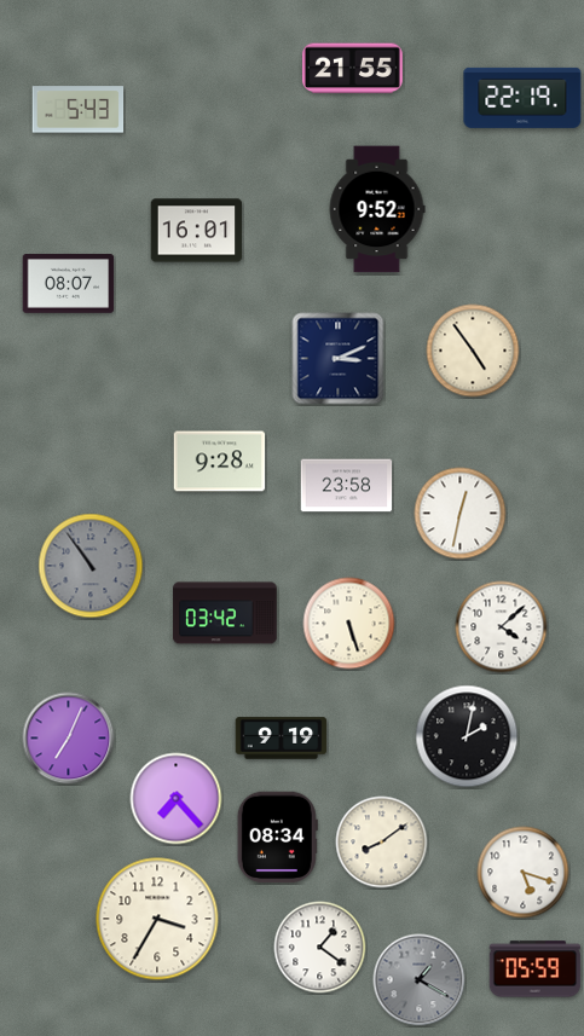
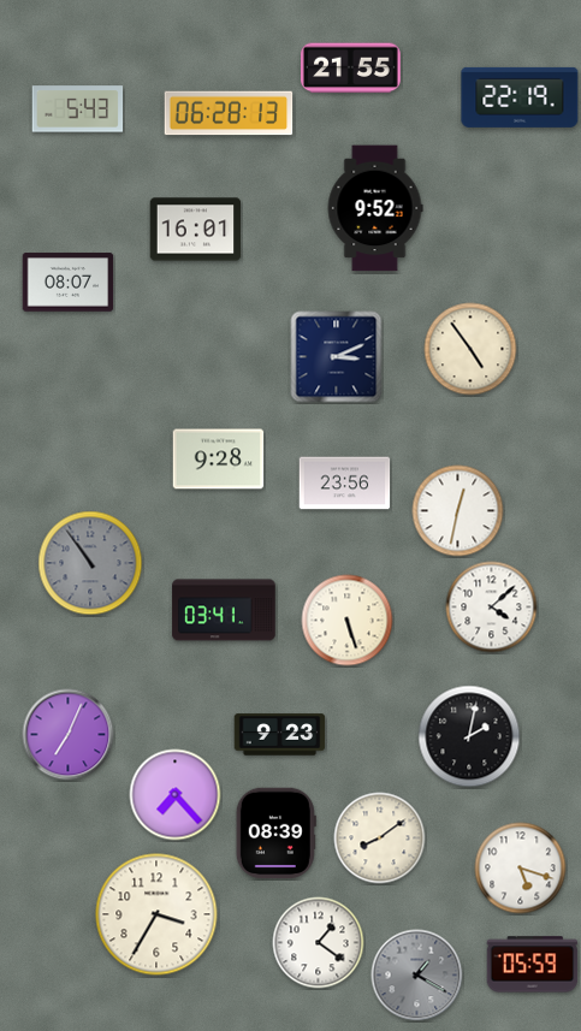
clock at (229, 113): none -> 06:28
clock at (347, 486): 23:58 -> 23:56
clock at (225, 613): 03:42 -> 03:41
clock at (502, 627) position: (502, 627) -> (492, 608)
clock at (467, 736) position: (467, 736) -> (469, 736)
clock at (282, 739): 9:19 -> 9:23
clock at (277, 838): 08:34 -> 08:39
